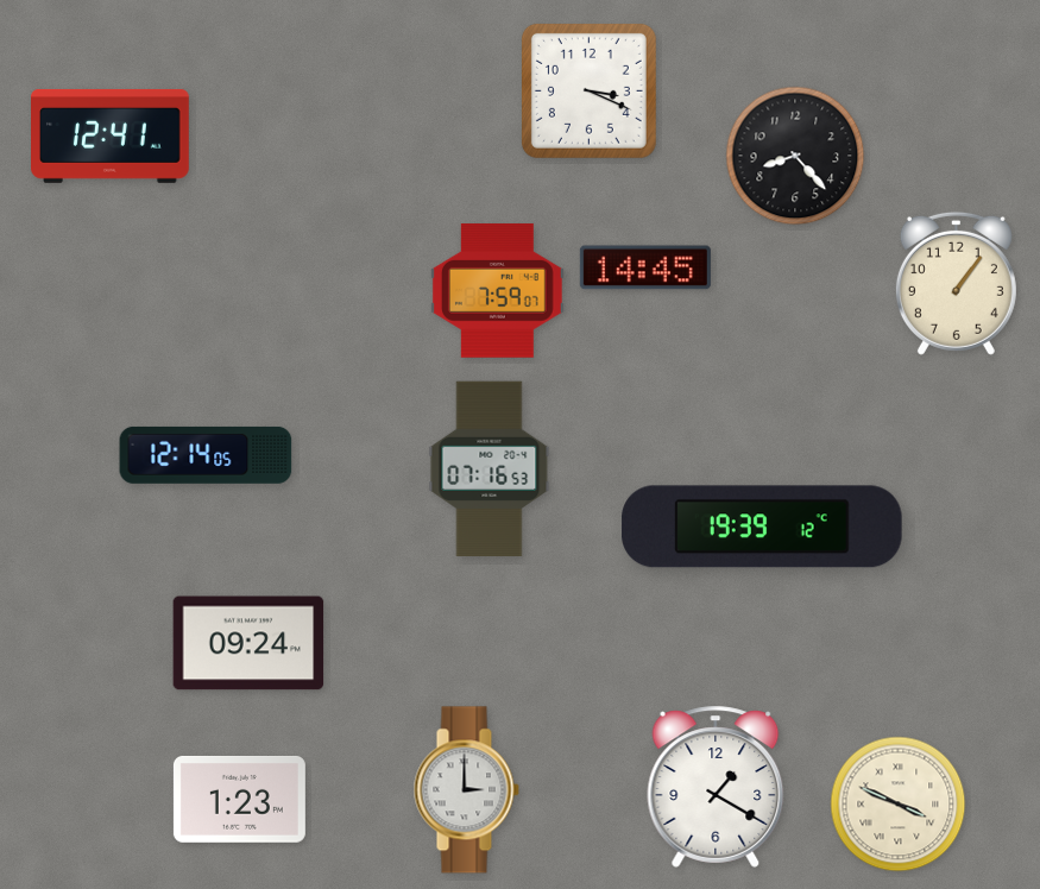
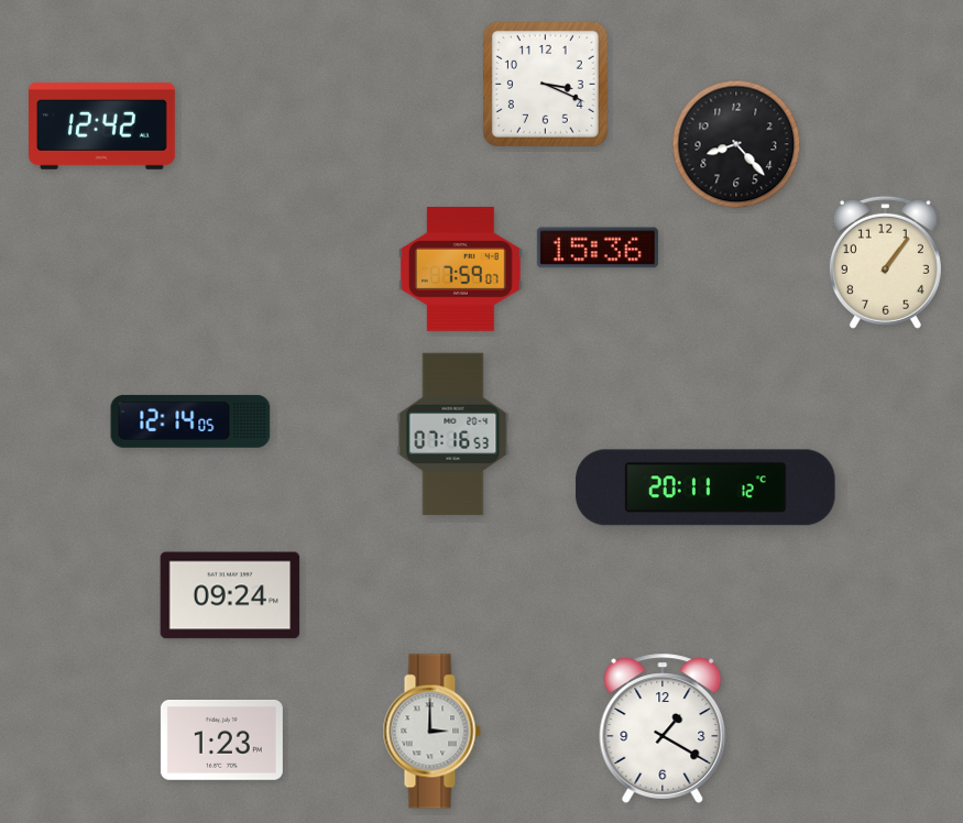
clock at (111, 135): 12:41 -> 12:42
clock at (645, 267): 14:45 -> 15:36
clock at (762, 527): 19:39 -> 20:11
clock at (899, 805): 3:49 -> none
